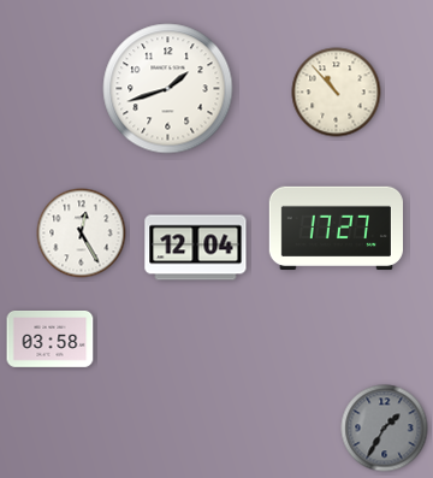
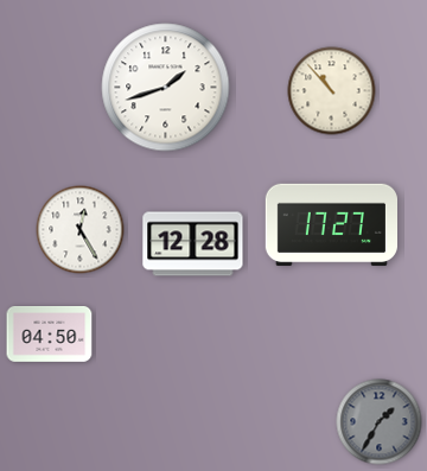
clock at (196, 248): 12:04 -> 12:28
clock at (51, 340): 03:58 -> 04:50
